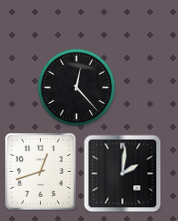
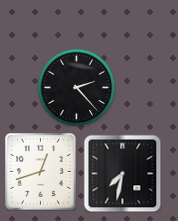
clock at (76, 87): 12:23 -> 2:23
clock at (122, 173): 2:01 -> 7:32
